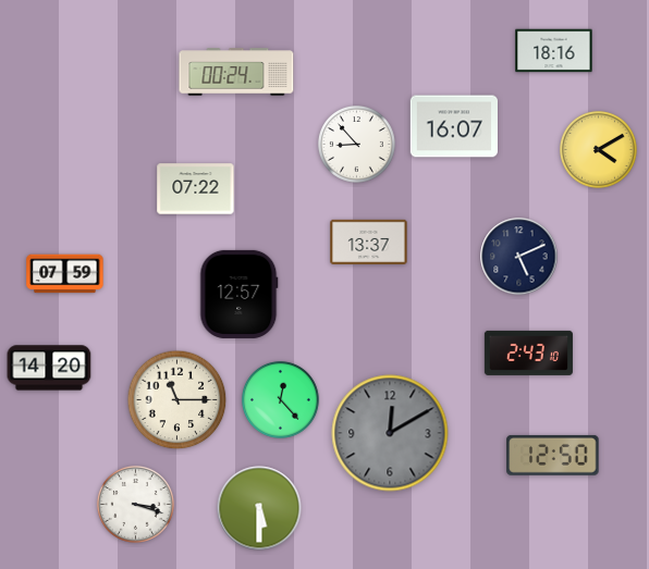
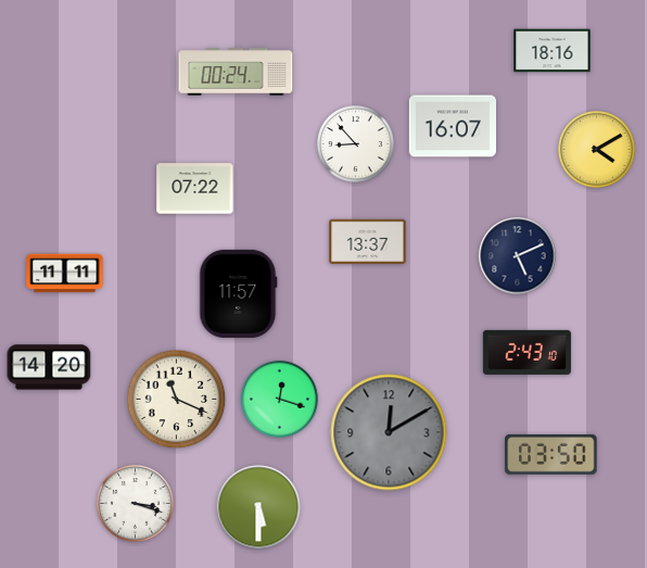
clock at (65, 274): 07:59 -> 11:11
clock at (240, 294): 12:57 -> 11:57
clock at (280, 399): 12:23 -> 12:18
clock at (177, 400): 11:15 -> 11:19
clock at (553, 455): 12:50 -> 03:50
